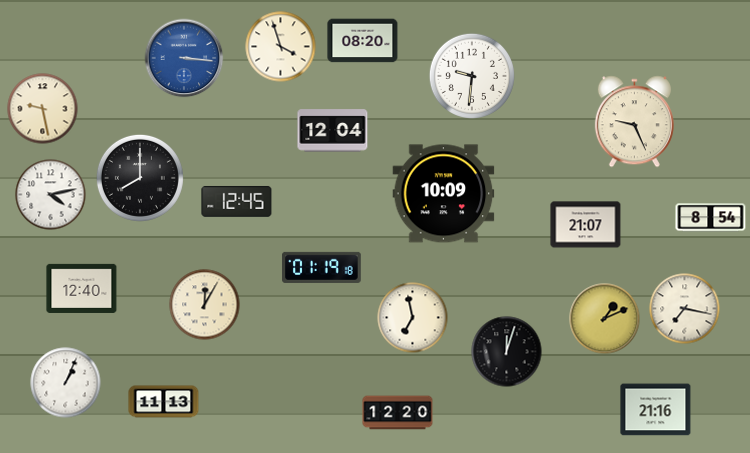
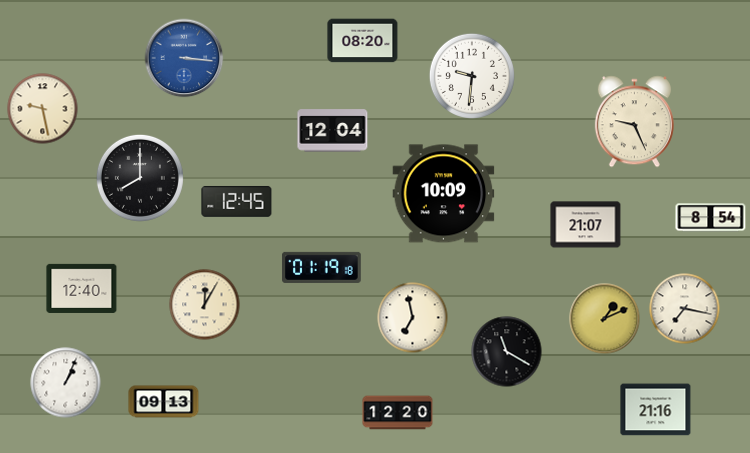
clock at (281, 47): 3:57 -> none
clock at (51, 195): 4:13 -> none
clock at (507, 352): 12:03 -> 11:20
clock at (164, 402): 11:13 -> 09:13
